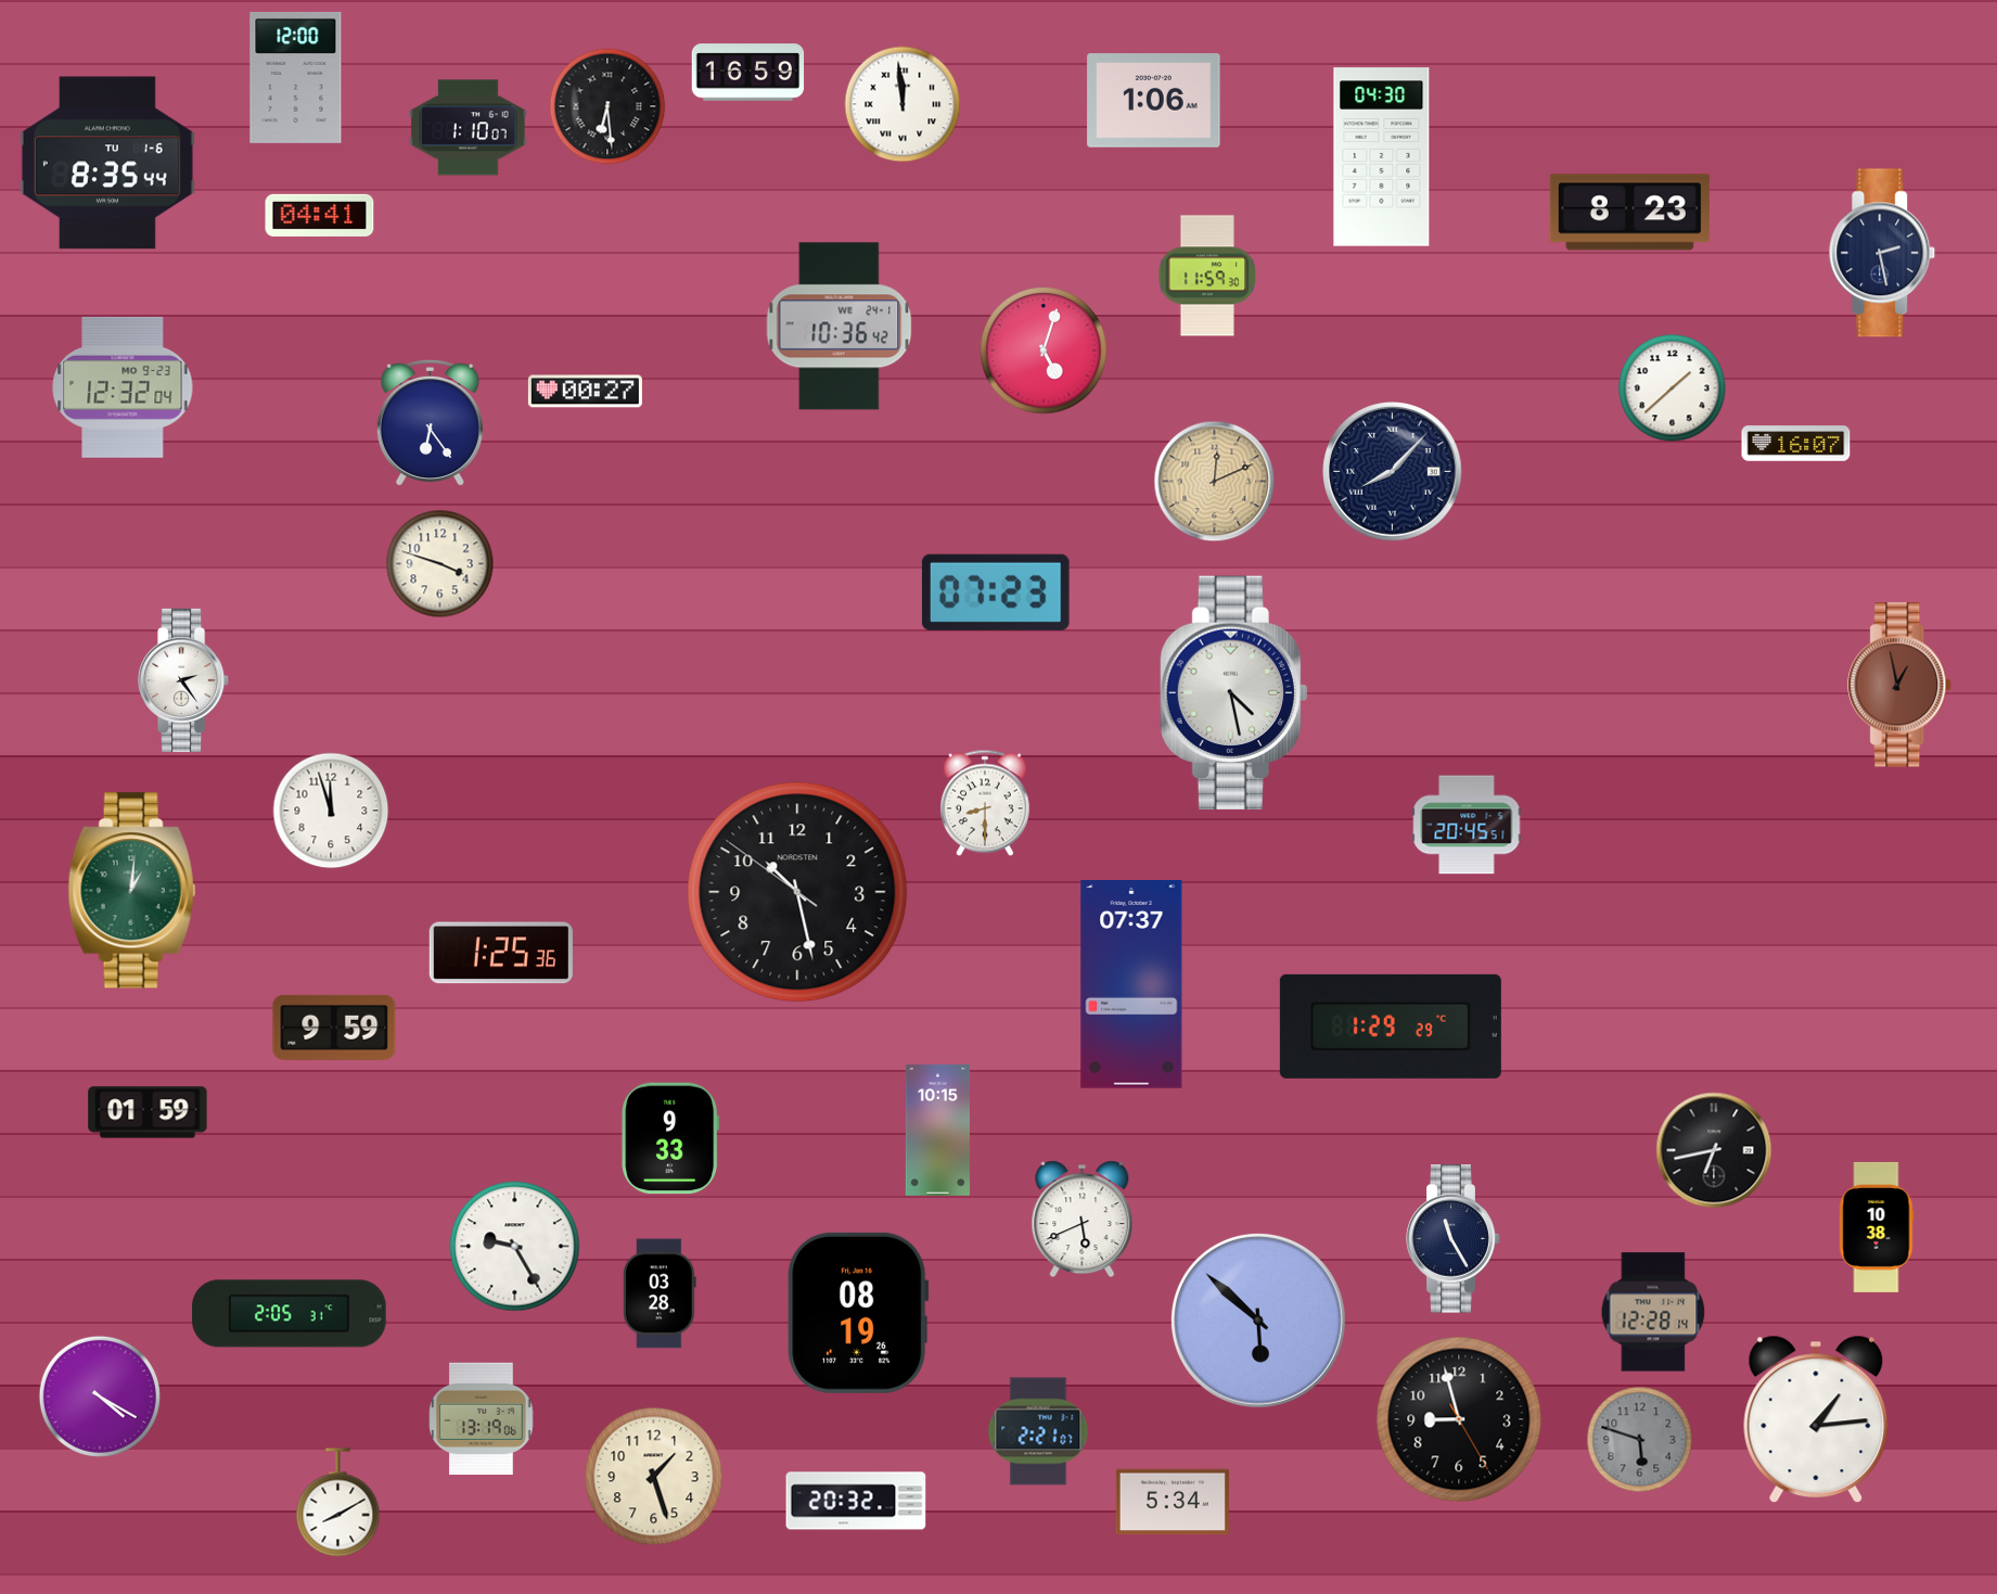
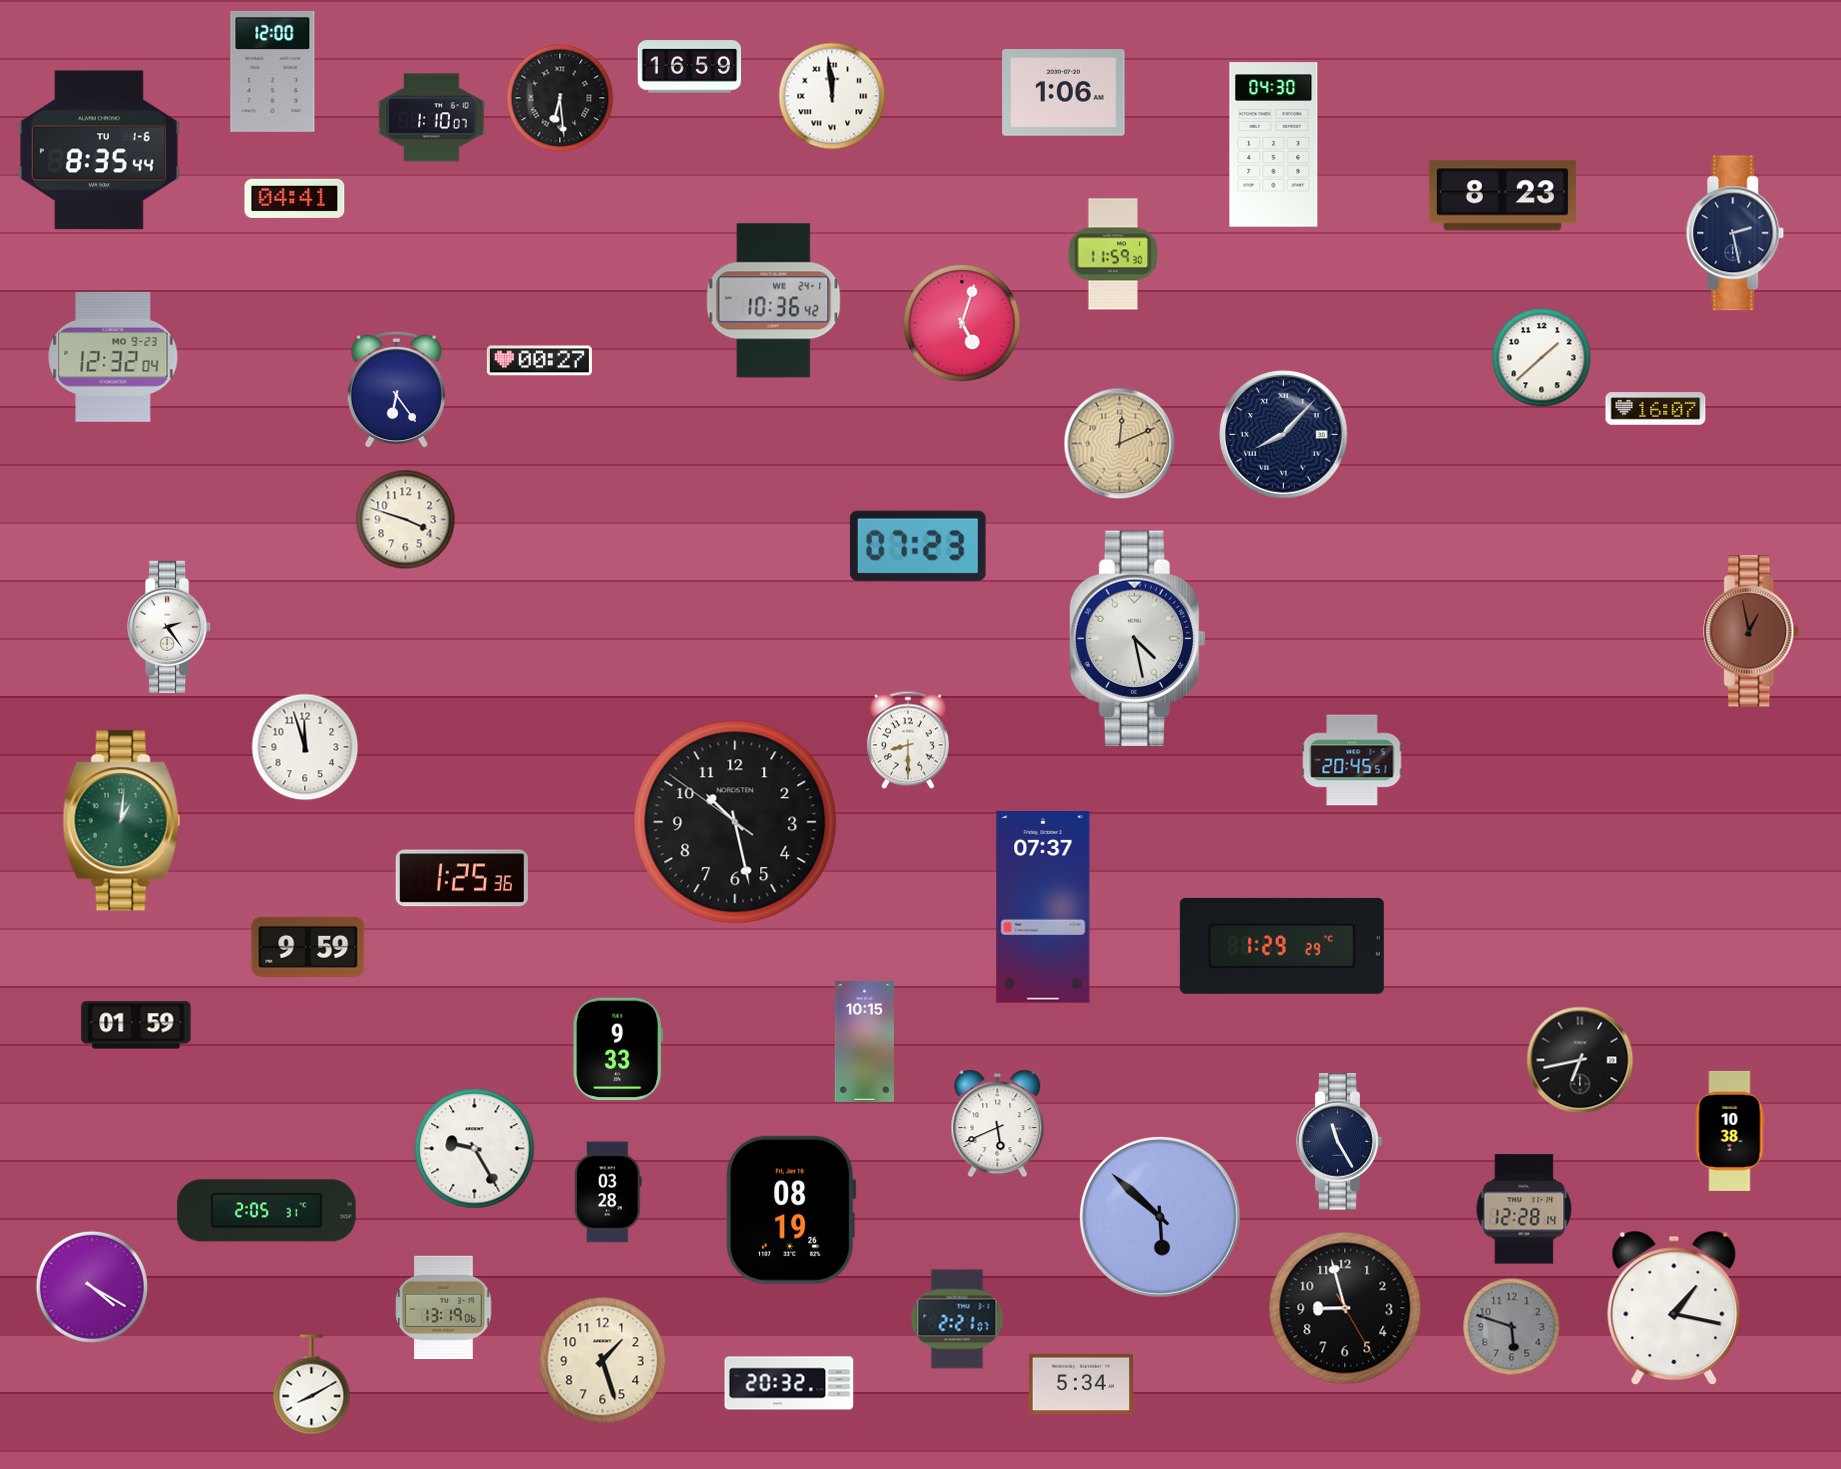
clock at (1816, 1419): 1:14 -> 1:17
